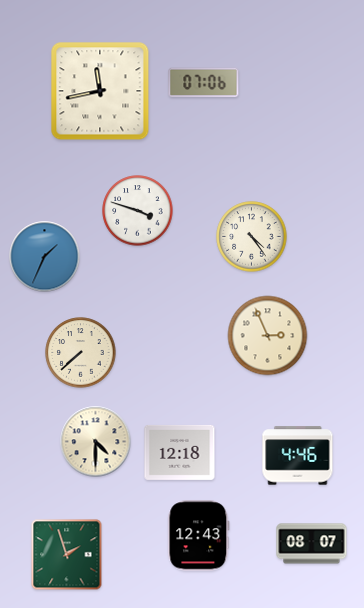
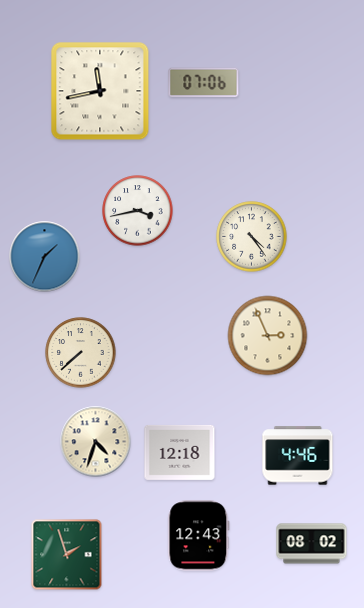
clock at (138, 211): 3:48 -> 3:43
clock at (96, 442): 4:30 -> 4:33
clock at (312, 544): 08:07 -> 08:02
